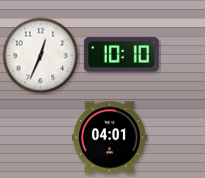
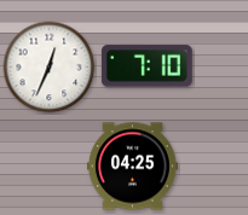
clock at (121, 55): 10:10 -> 7:10
clock at (109, 138): 04:01 -> 04:25
